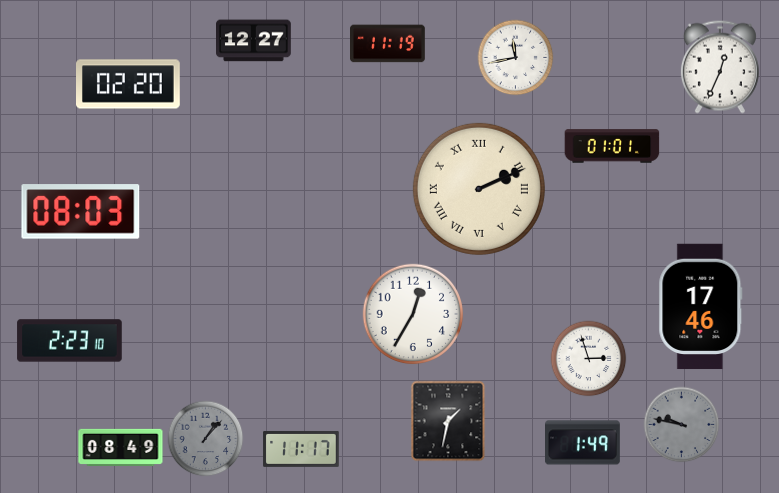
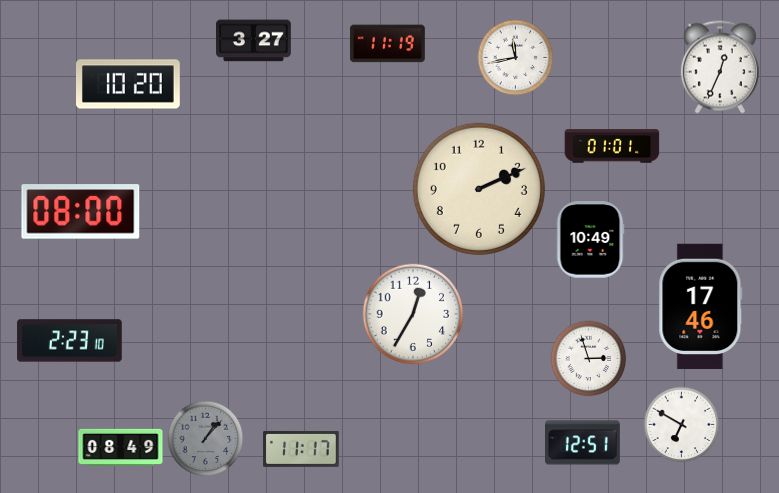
clock at (254, 41): 12:27 -> 3:27
clock at (129, 84): 02:20 -> 10:20
clock at (479, 189) numerals: Roman -> Arabic
clock at (81, 212): 08:03 -> 08:00
clock at (590, 240): none -> 10:49
clock at (448, 421): 1:32 -> none
clock at (682, 425): 9:47 -> 6:50
clock at (682, 425) dial: grey -> white
clock at (583, 443): 1:49 -> 12:51
